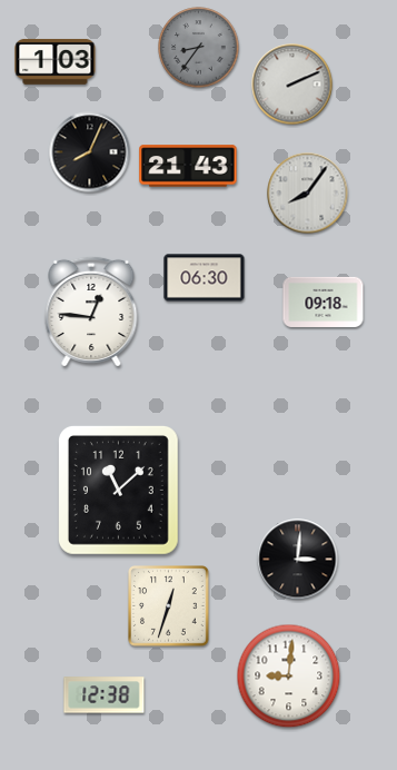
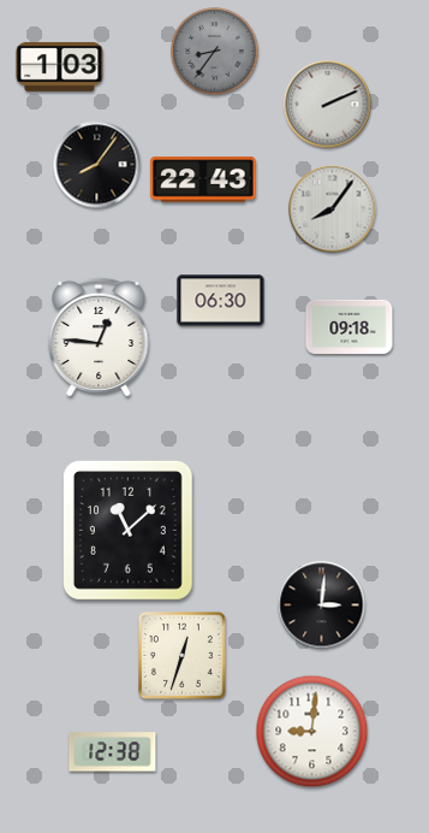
clock at (292, 85) position: (292, 85) -> (328, 105)
clock at (90, 152): 8:04 -> 8:06
clock at (188, 166): 21:43 -> 22:43
